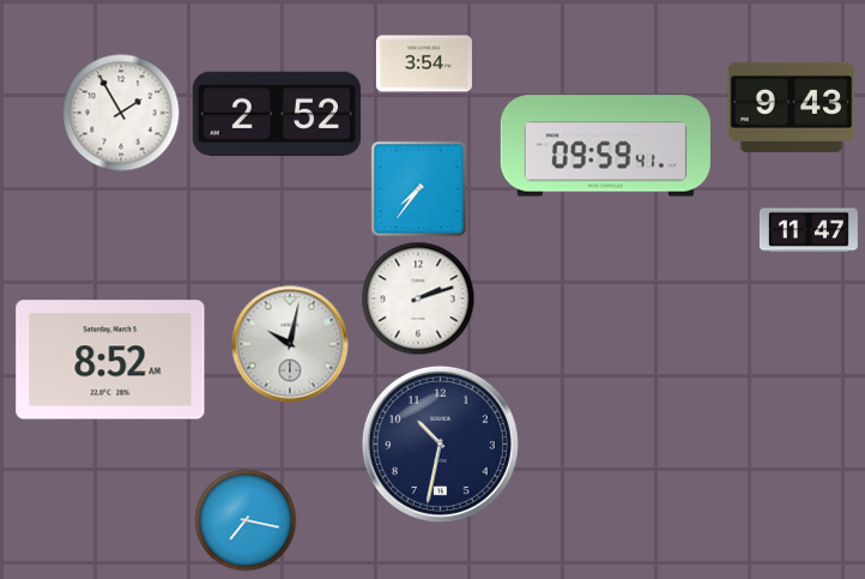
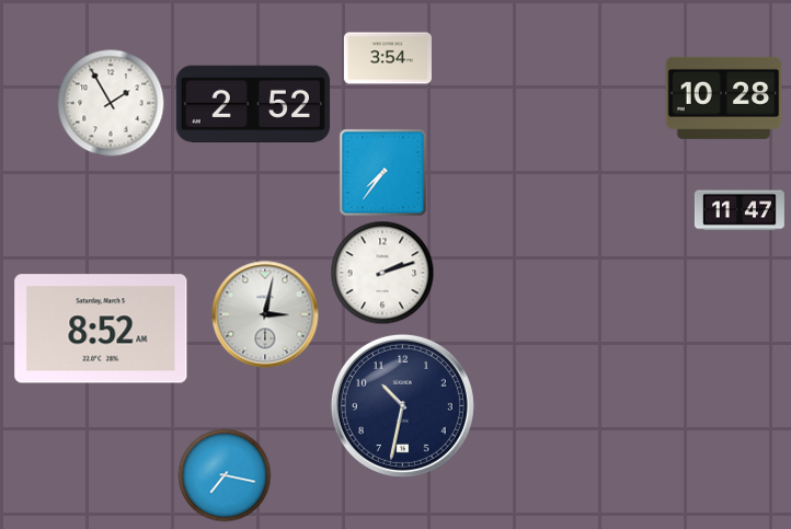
clock at (792, 107): 9:43 -> 10:28
clock at (605, 146): 09:59 -> none
clock at (290, 344): 10:02 -> 3:02
